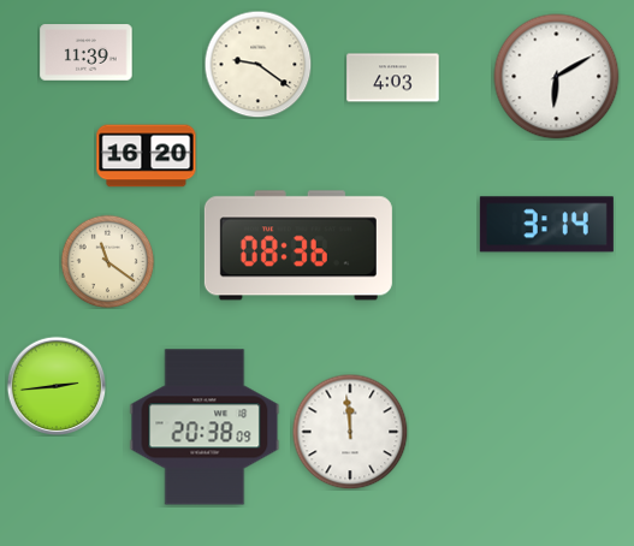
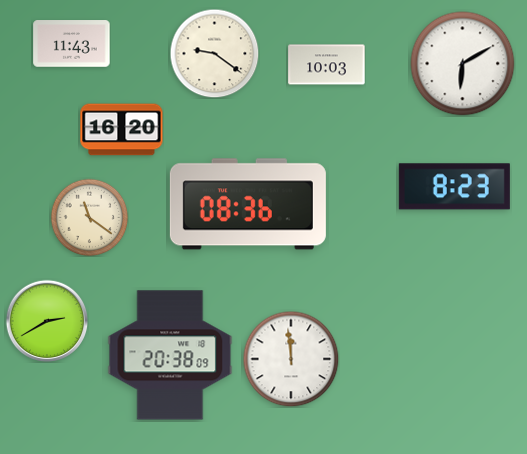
clock at (87, 53): 11:39 -> 11:43
clock at (393, 78): 4:03 -> 10:03
clock at (546, 225): 3:14 -> 8:23
clock at (57, 386): 2:44 -> 2:40
